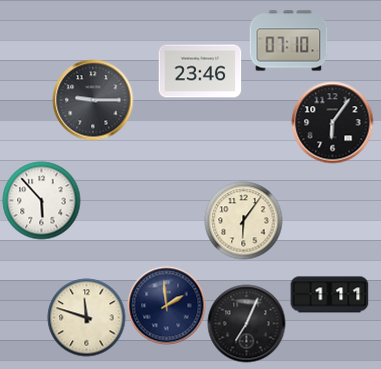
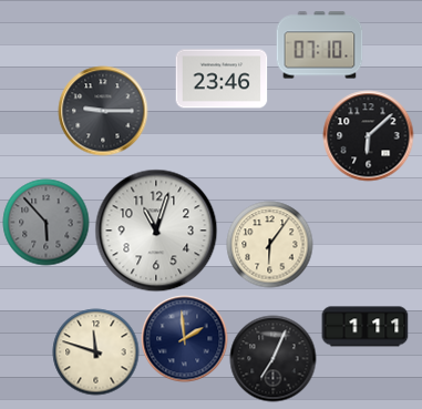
clock at (332, 122): 6:06 -> 6:08
clock at (41, 200) dial: white -> grey
clock at (156, 231): none -> 11:03
